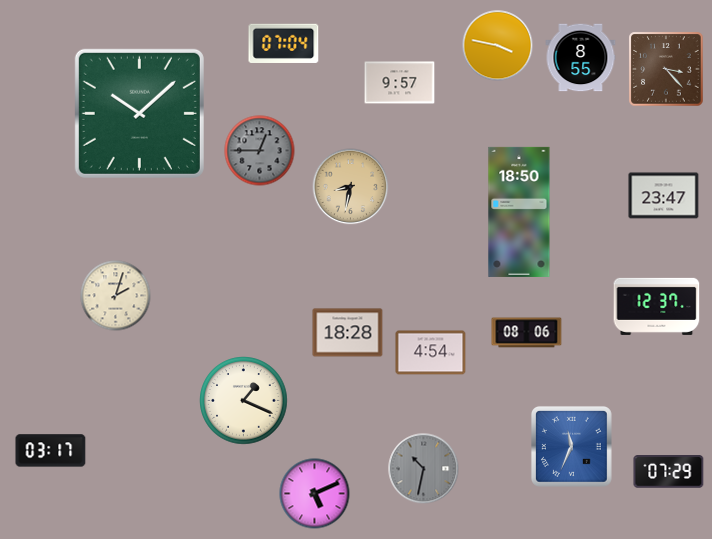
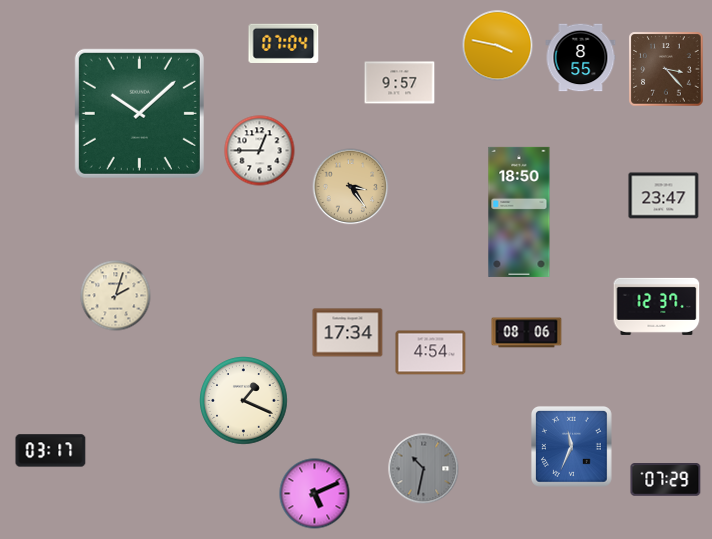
clock at (260, 151) dial: grey -> white
clock at (351, 187): 8:32 -> 3:24
clock at (348, 333): 18:28 -> 17:34
clock at (669, 472) position: (669, 472) -> (666, 480)
